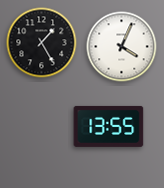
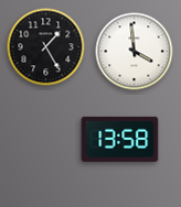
clock at (122, 47): 4:04 -> 3:59
clock at (109, 126): 13:55 -> 13:58
